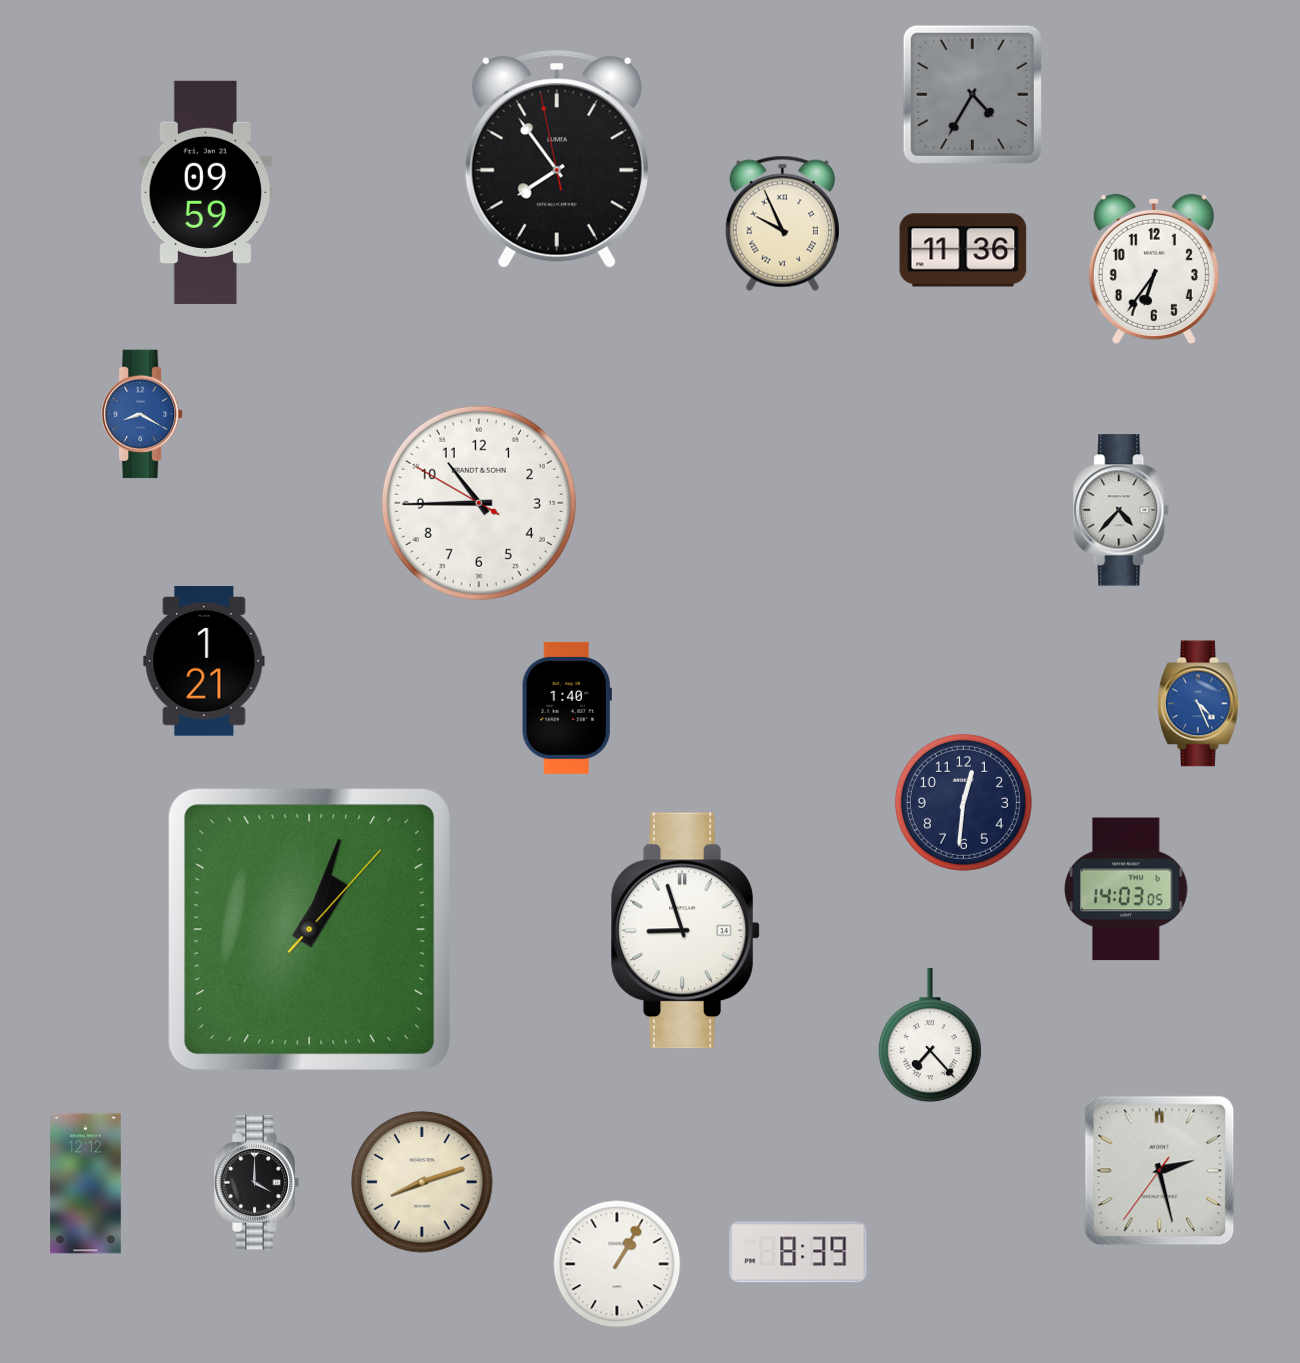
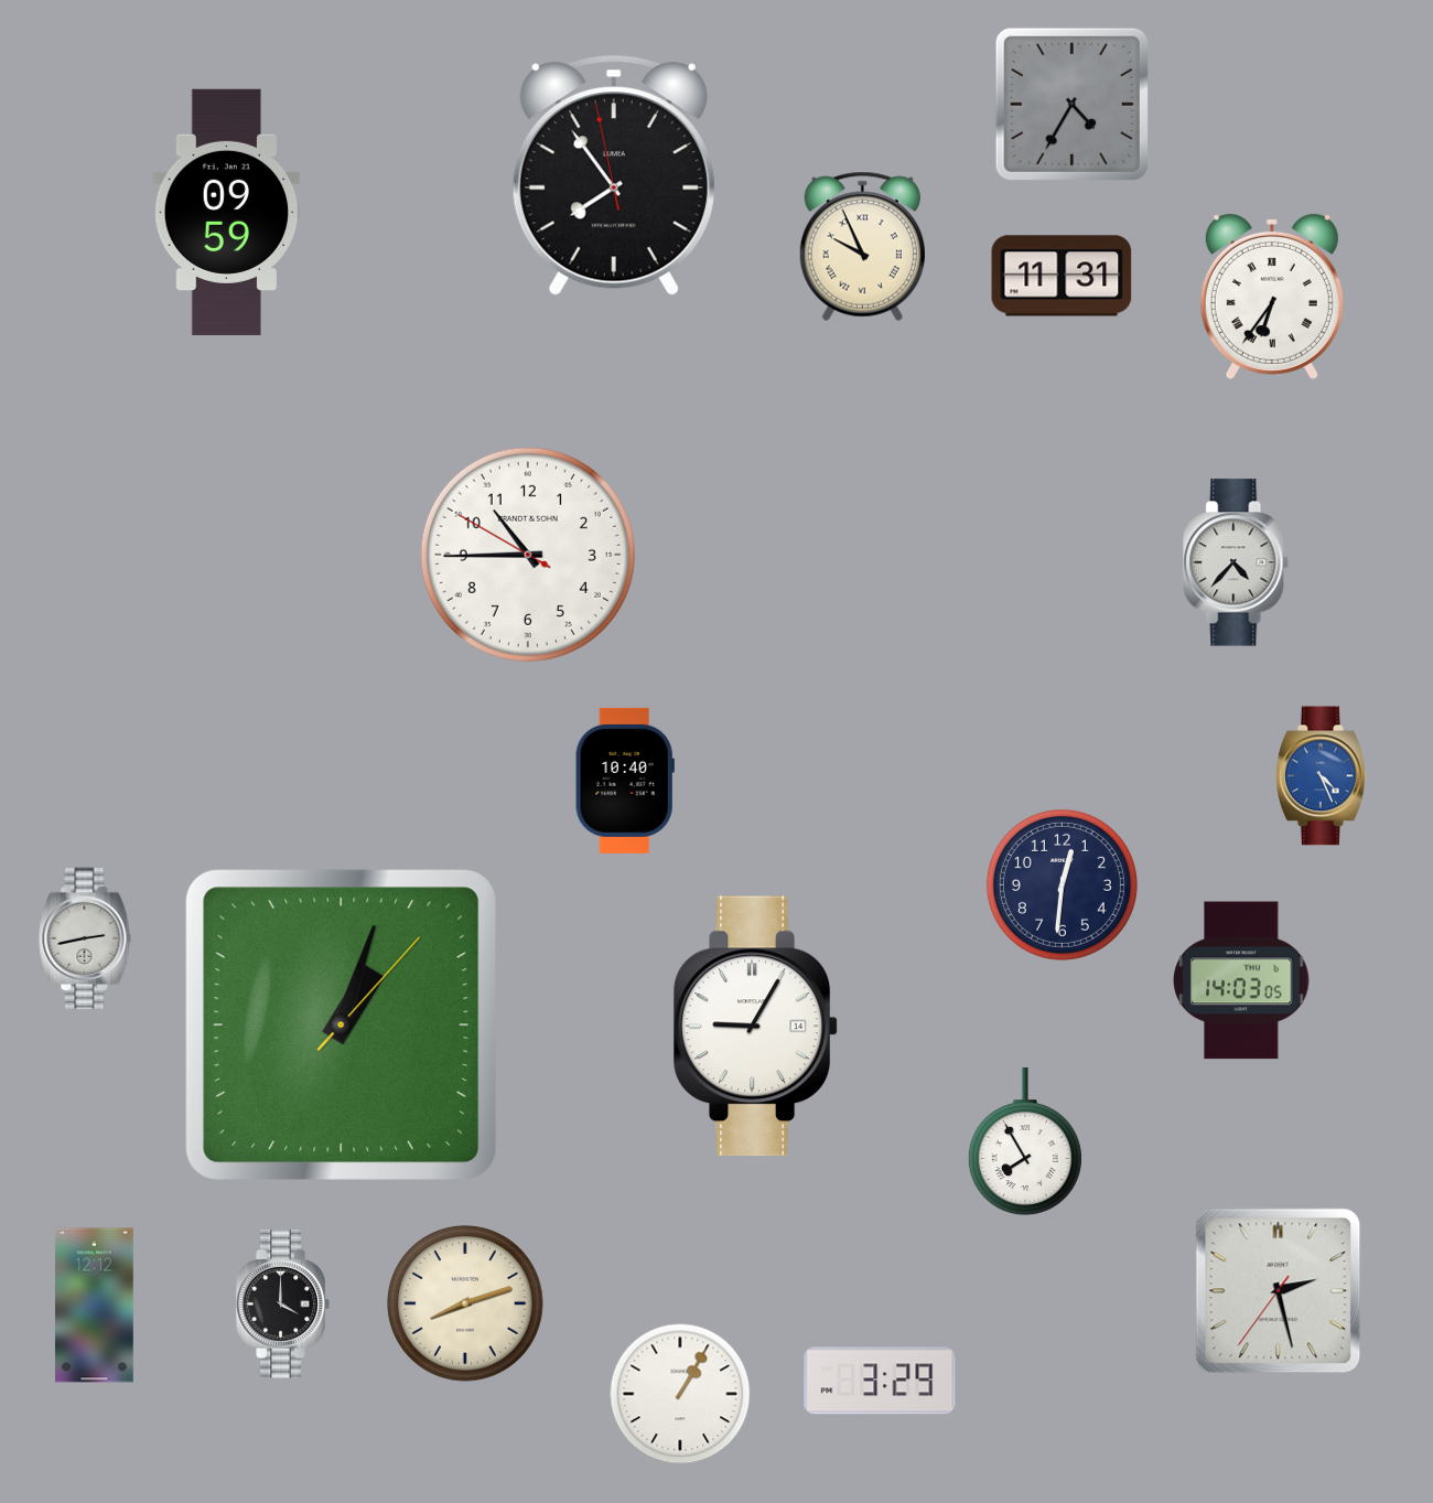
clock at (963, 250): 11:36 -> 11:31
clock at (1154, 269) numerals: Arabic -> Roman
clock at (142, 414): 8:20 -> none
clock at (204, 662): 1:21 -> none
clock at (567, 708): 1:40 -> 10:40
clock at (85, 938): none -> 2:43
clock at (686, 931): 8:57 -> 9:05
clock at (930, 1036): 7:23 -> 7:55
clock at (798, 1252): 8:39 -> 3:29
